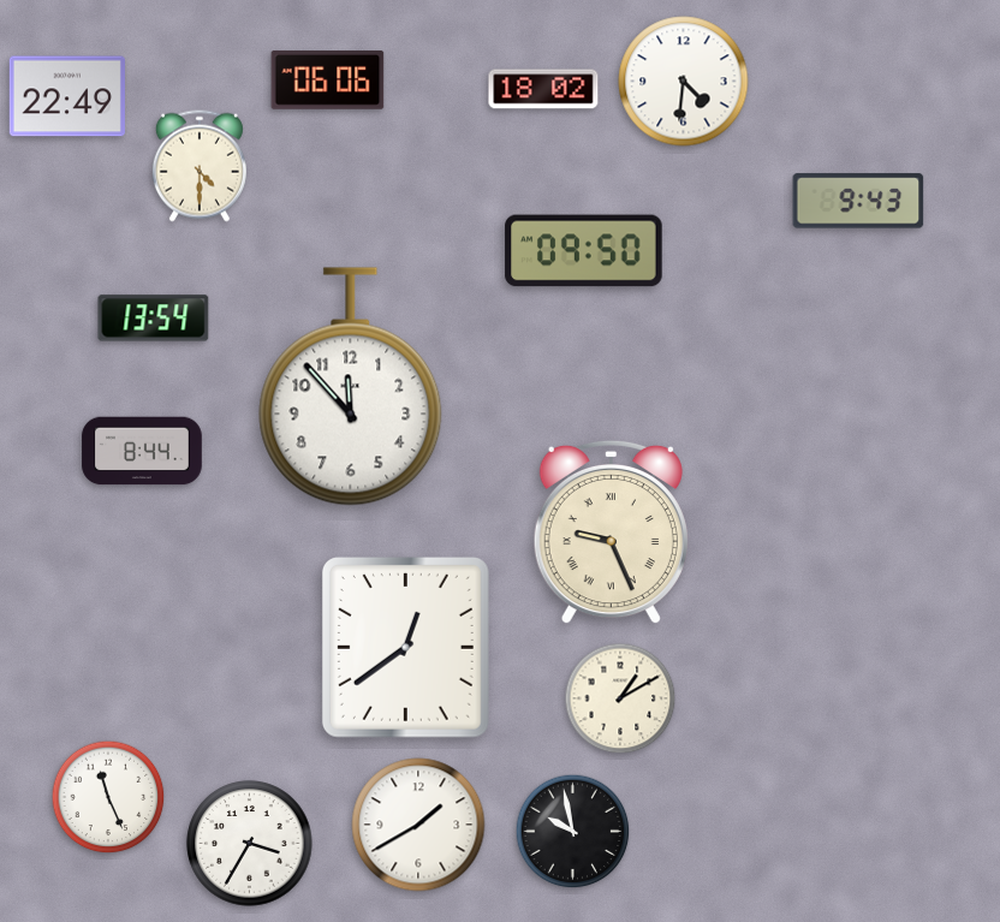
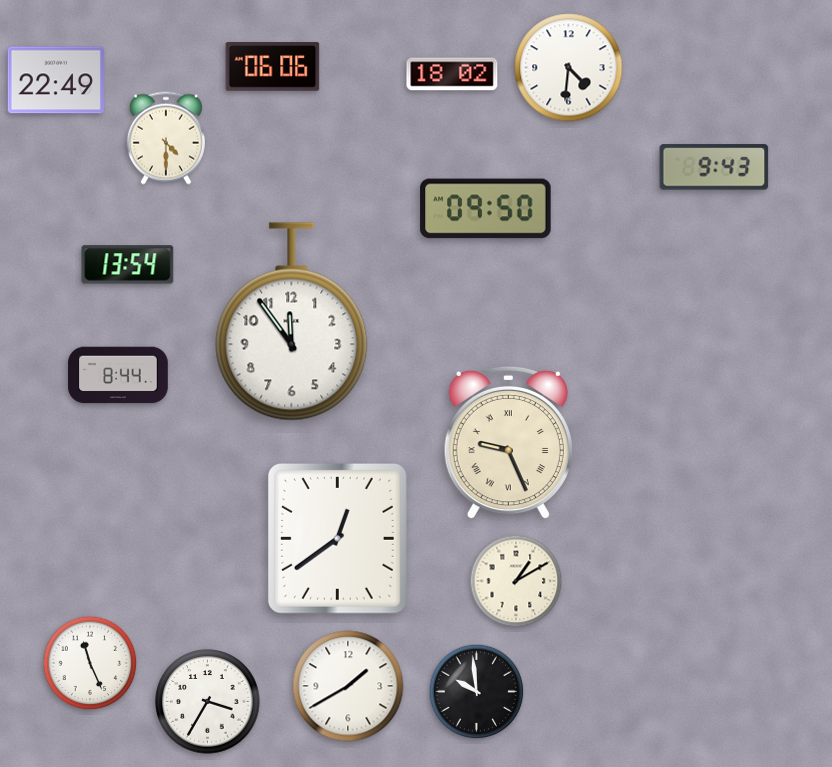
clock at (351, 387): 11:53 -> 11:54
clock at (573, 832): 9:58 -> 9:59
